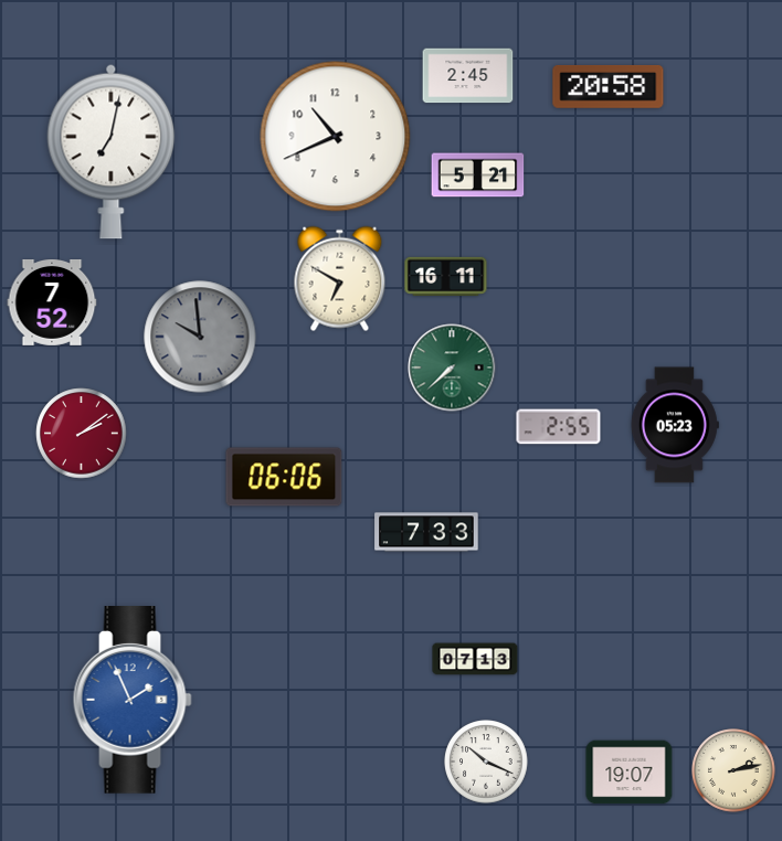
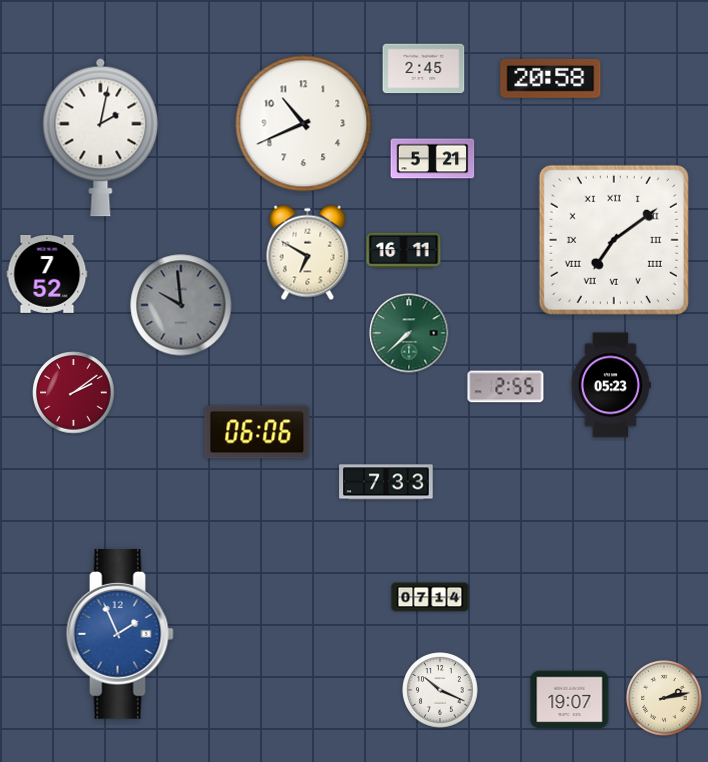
clock at (112, 151): 7:02 -> 2:02
clock at (614, 240): none -> 7:09
clock at (475, 659): 07:13 -> 07:14
